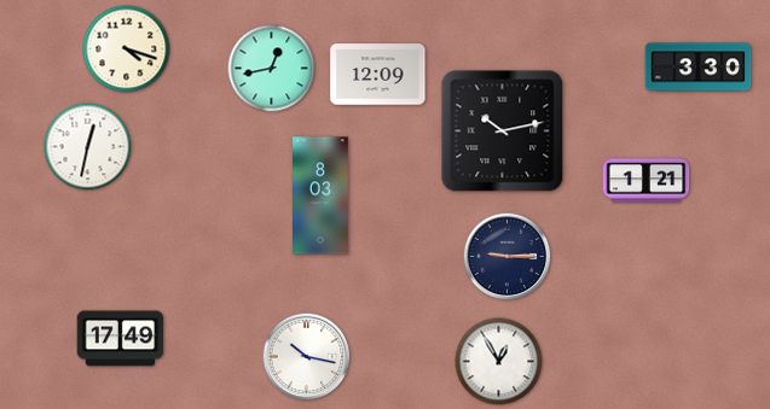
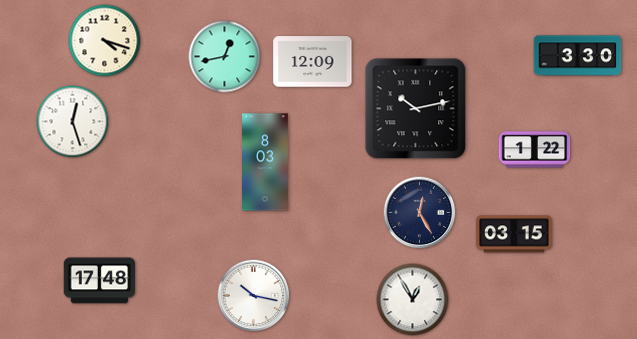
clock at (88, 147): 12:32 -> 12:27
clock at (647, 181): 1:21 -> 1:22
clock at (508, 257): 9:15 -> 12:25
clock at (514, 234): none -> 03:15
clock at (121, 339): 17:49 -> 17:48
